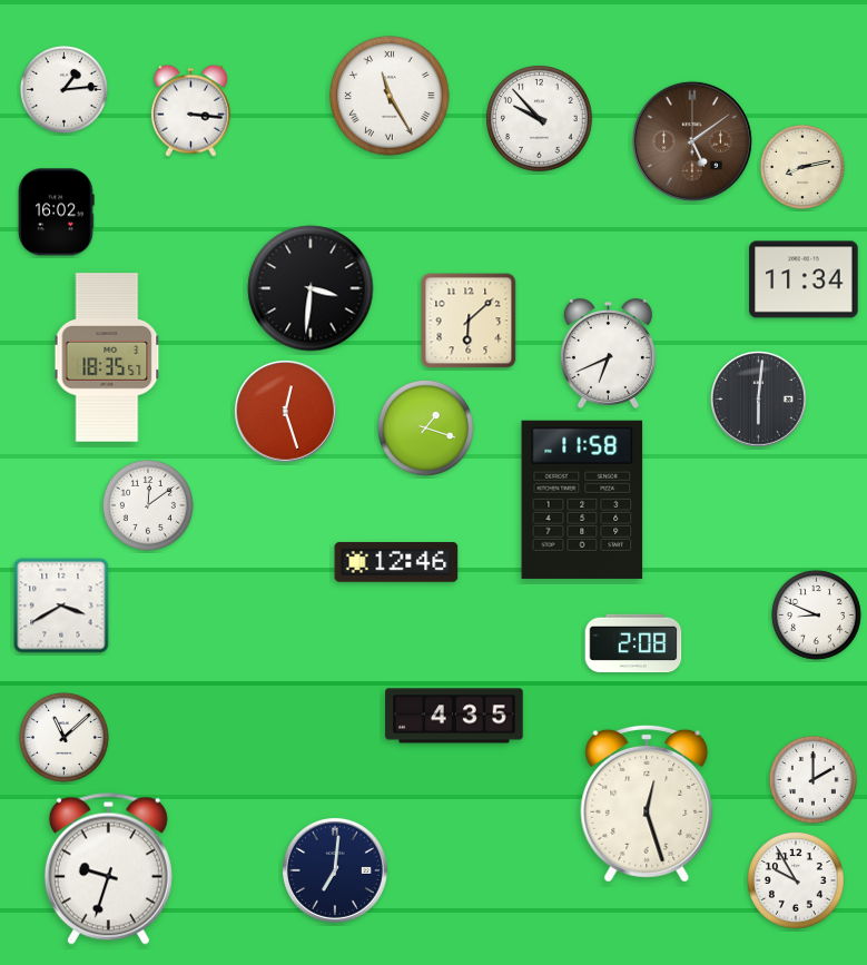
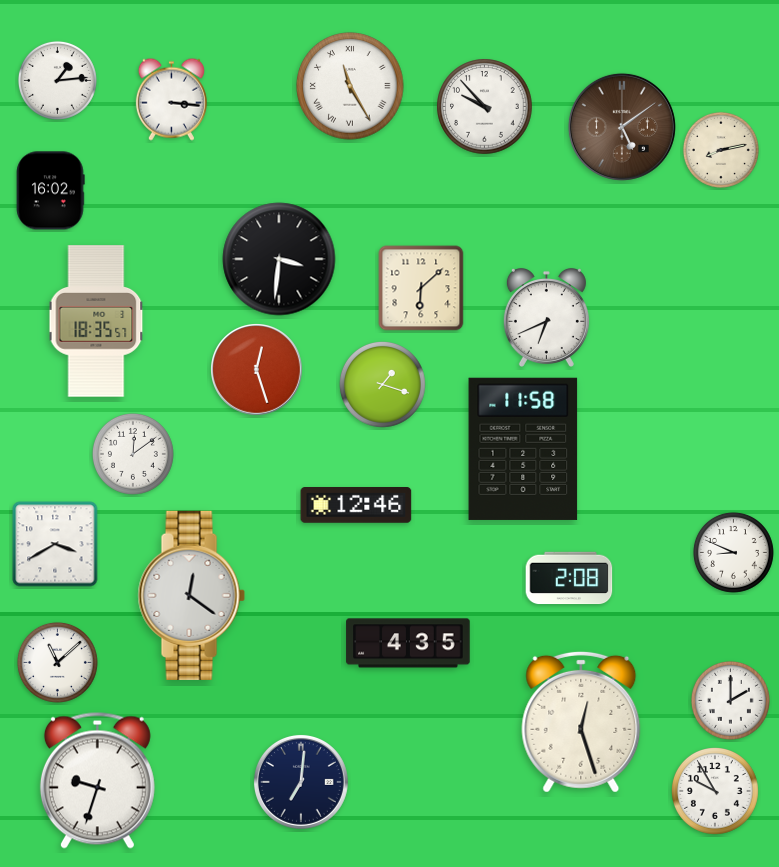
clock at (804, 279): 11:34 -> none
clock at (759, 400): 6:01 -> none
clock at (191, 595): none -> 12:21
